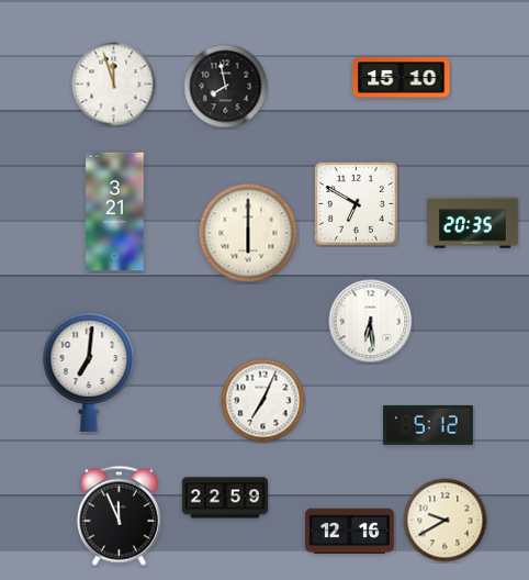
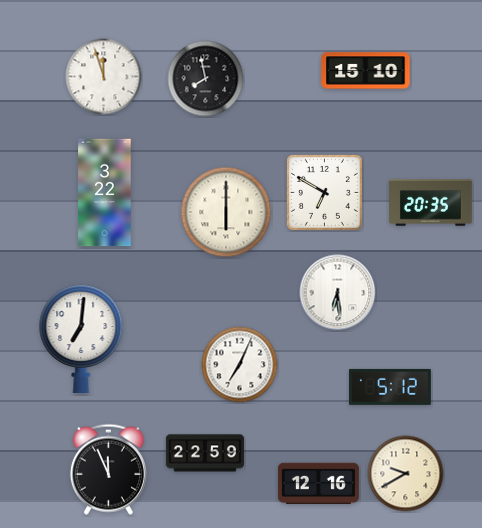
clock at (356, 203) position: (356, 203) -> (324, 192)
clock at (115, 212): 3:21 -> 3:22
